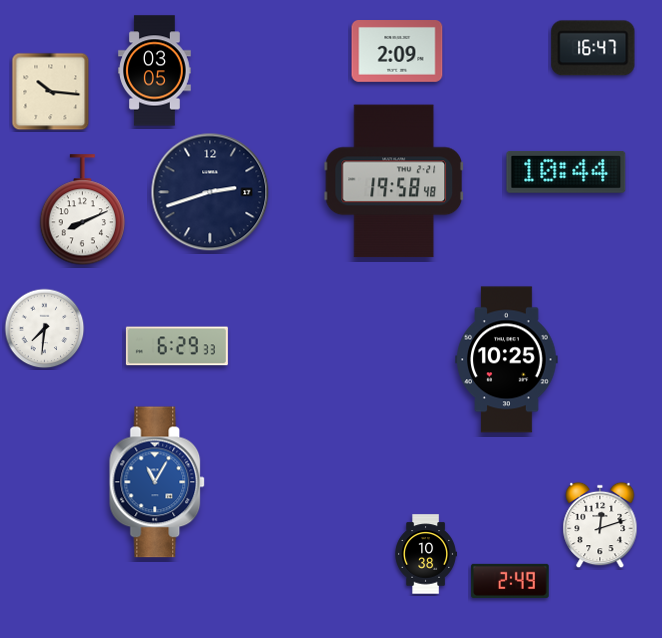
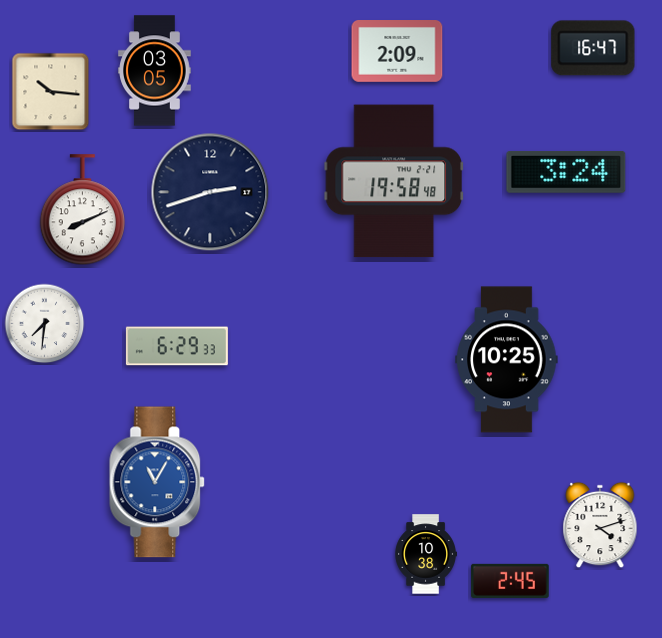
clock at (566, 172): 10:44 -> 3:24
clock at (45, 329) position: (45, 329) -> (45, 324)
clock at (600, 525): 12:12 -> 4:12
clock at (510, 581): 2:49 -> 2:45
